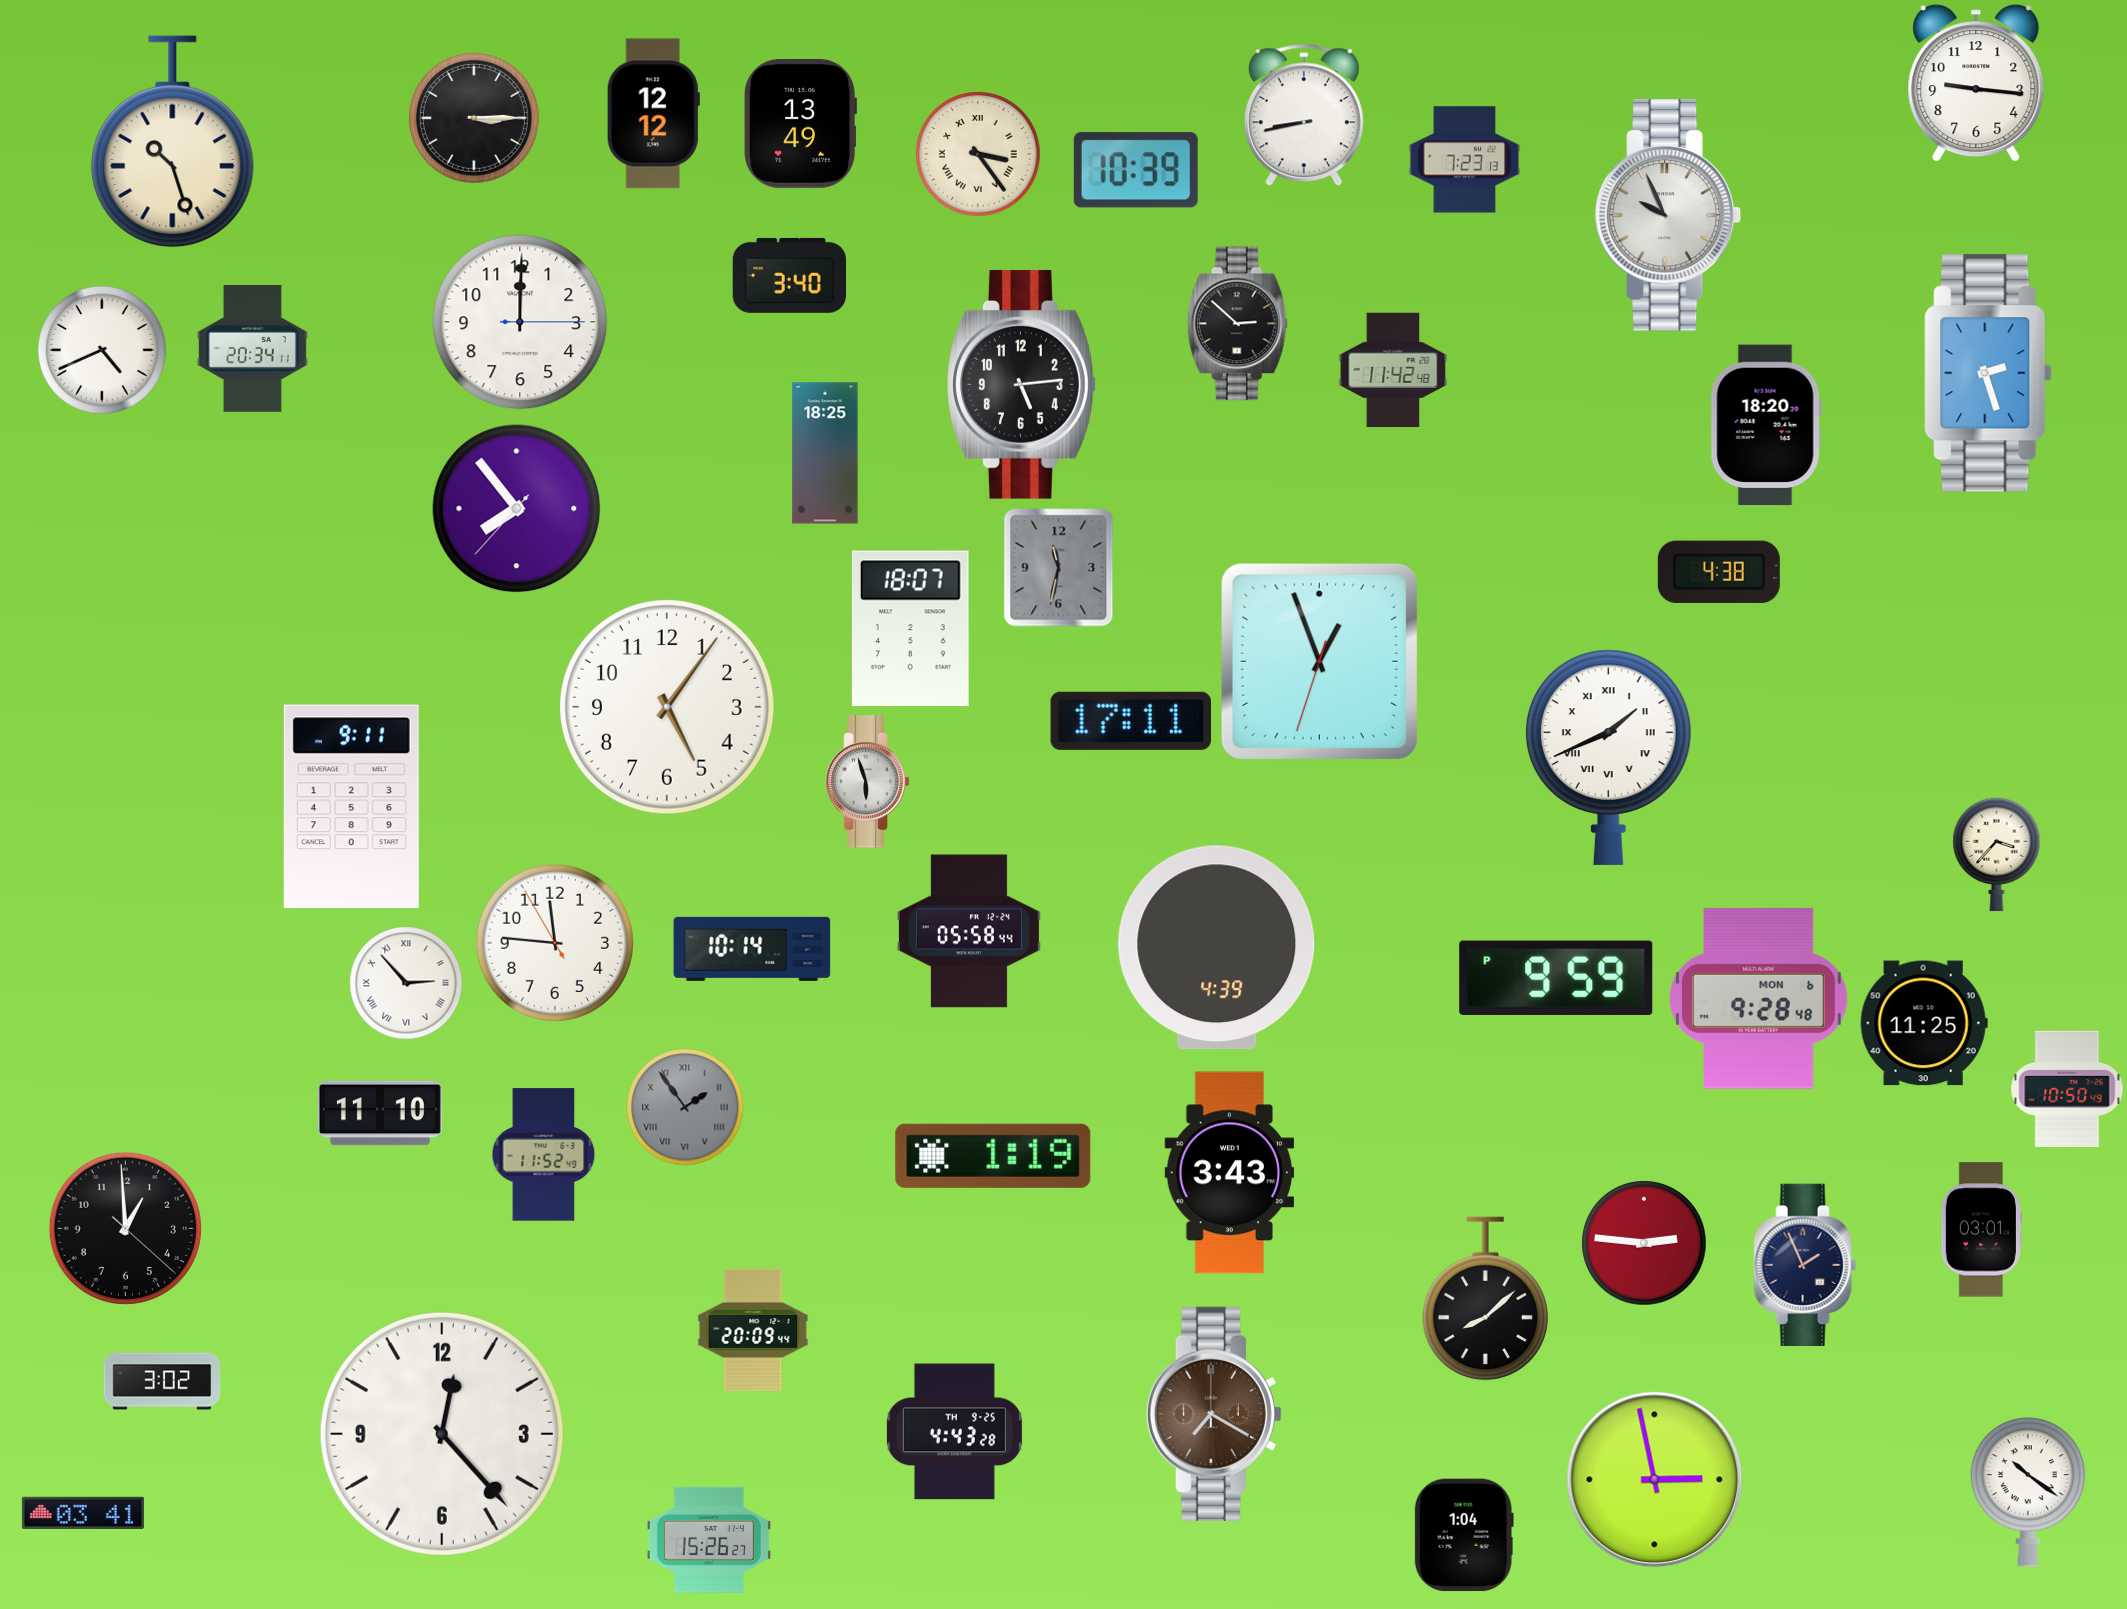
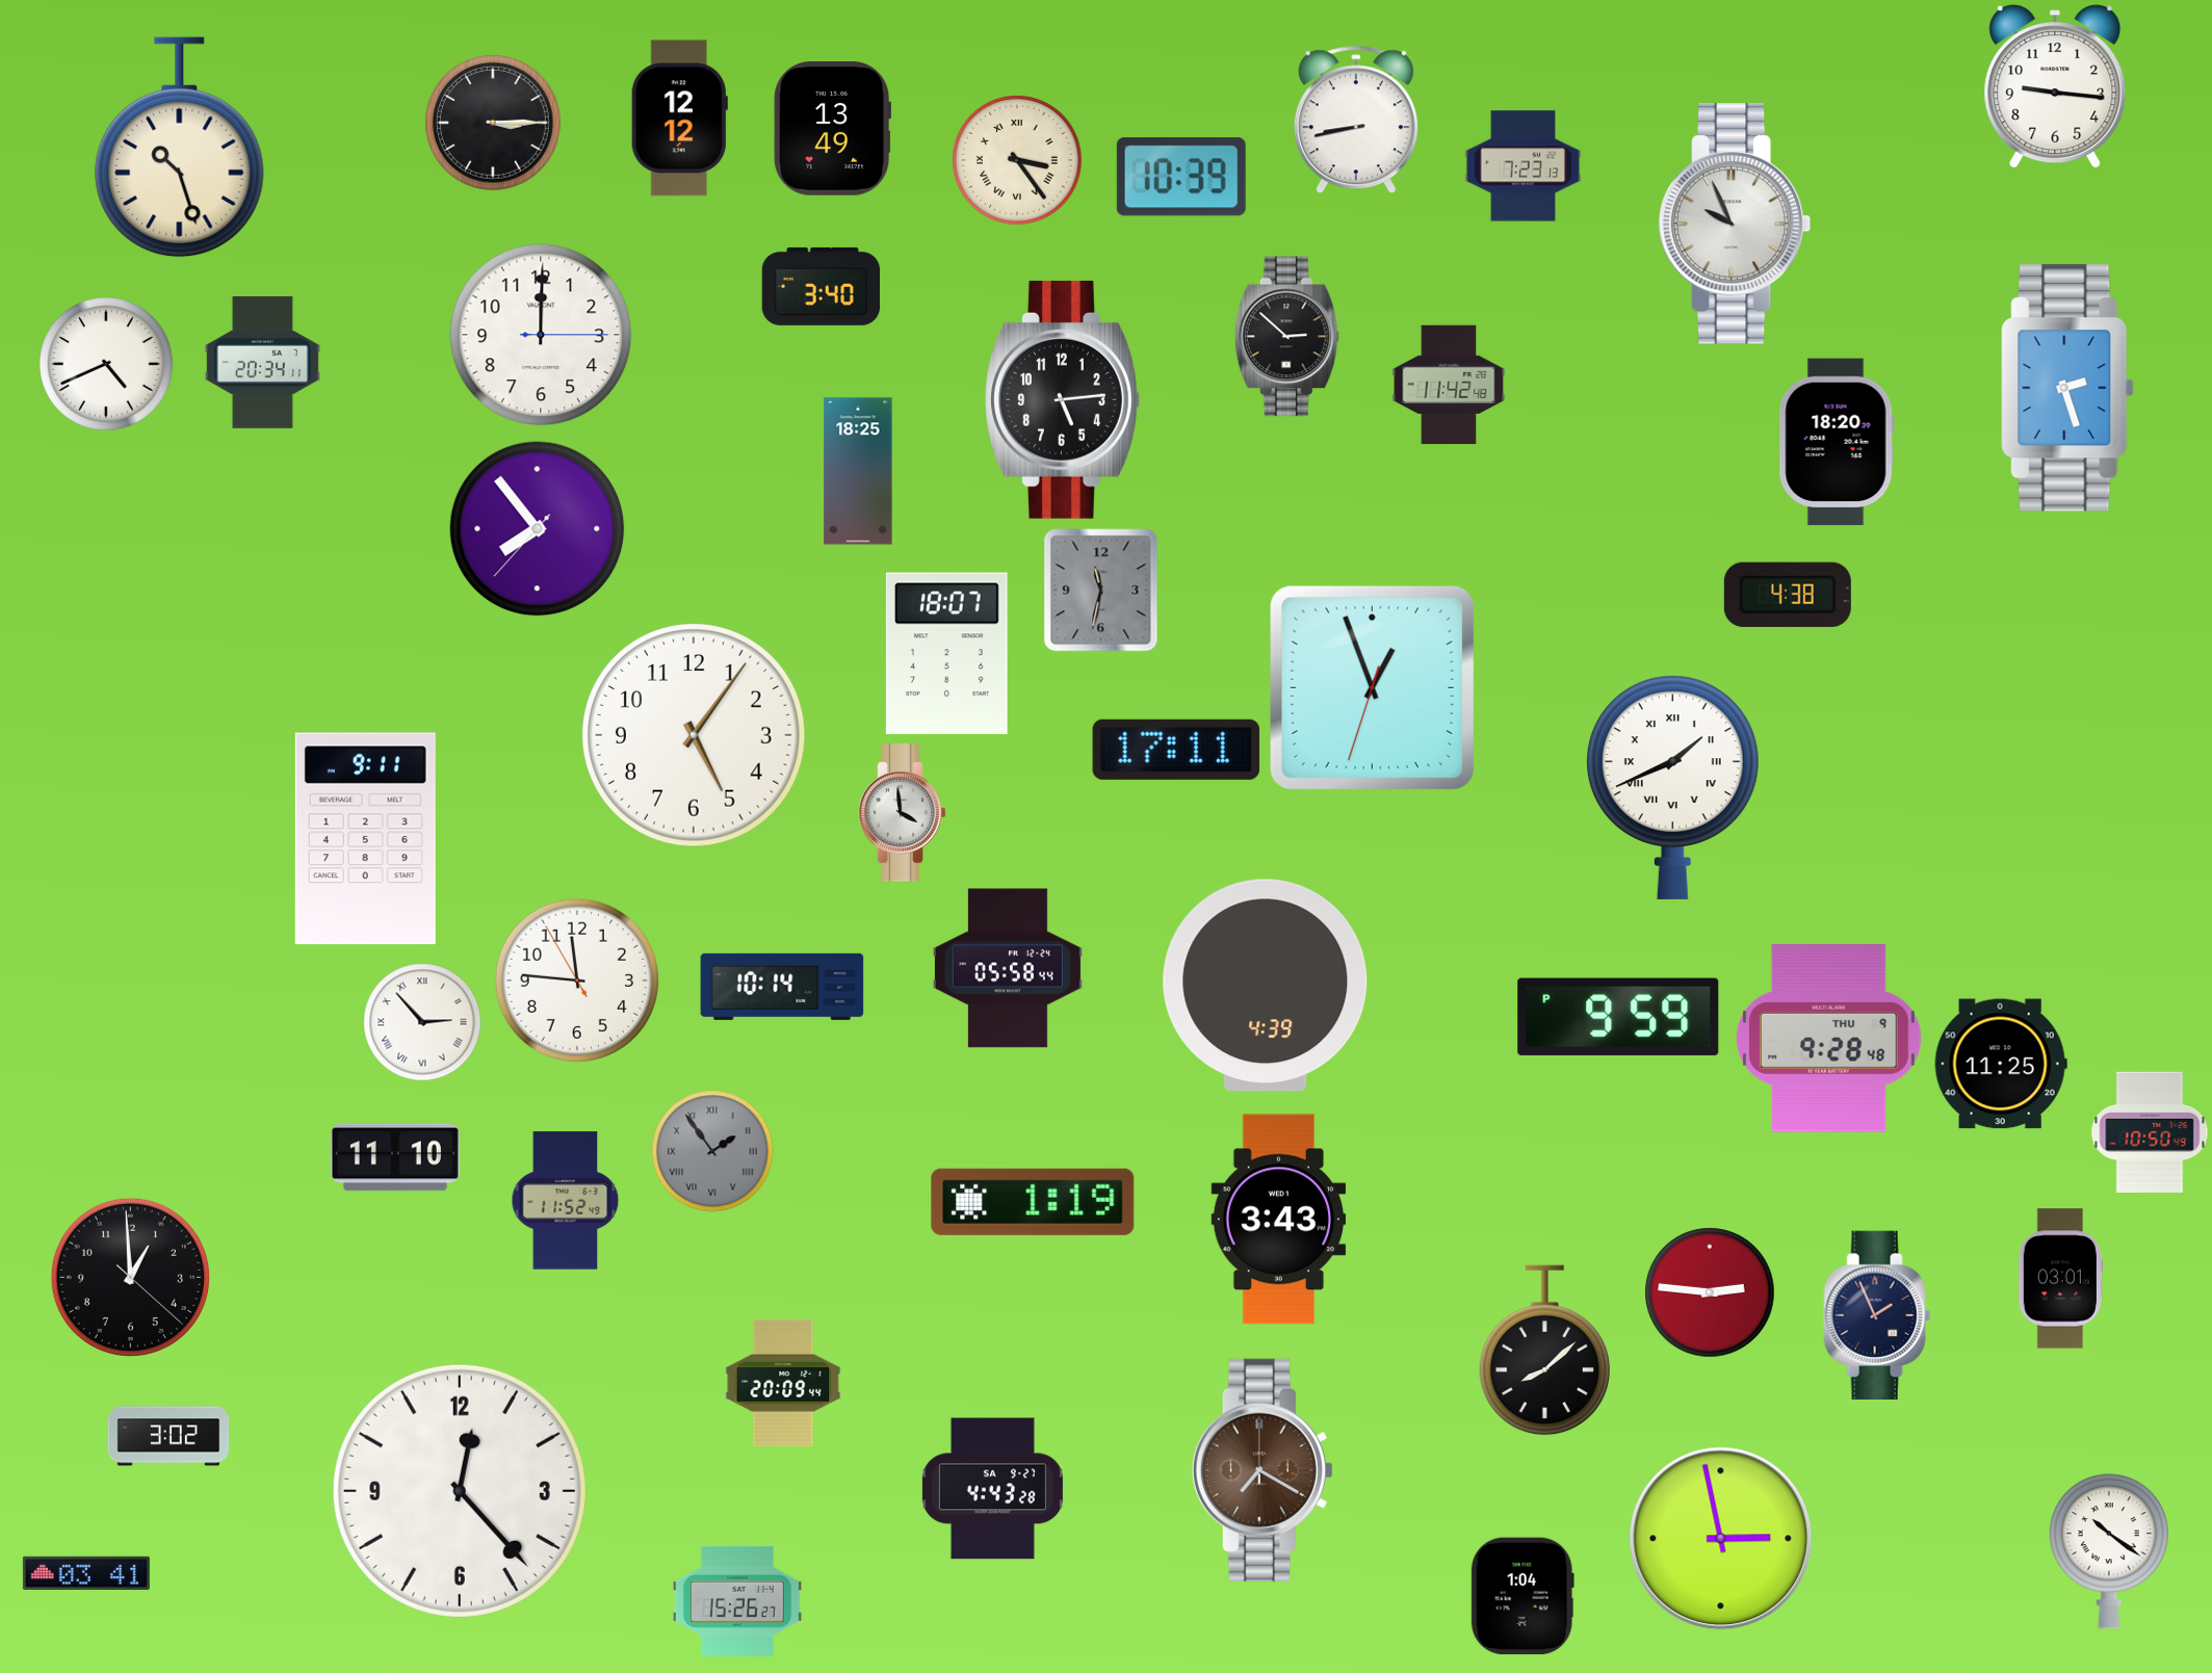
clock at (868, 782): 5:57 -> 3:59
clock at (1997, 855): 3:37 -> none
clock at (1759, 999) date: MON 6 -> THU 9
clock at (954, 1432) date: TH 9-25 -> SA 9-27
